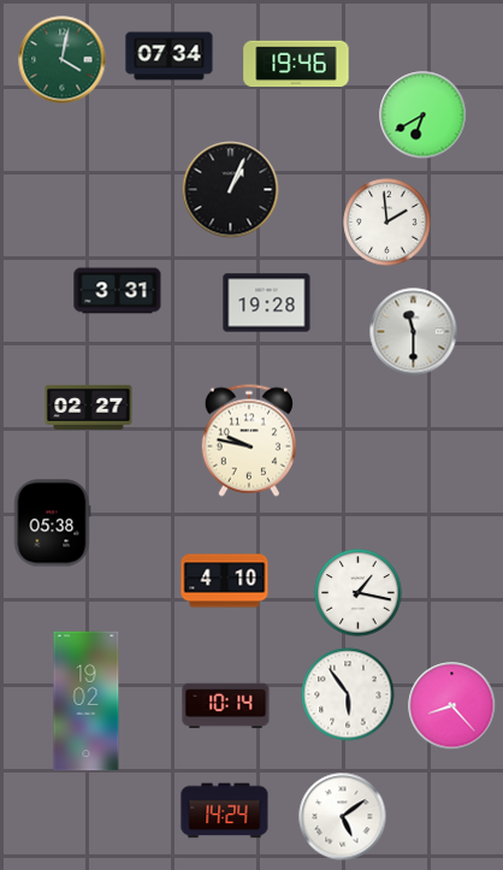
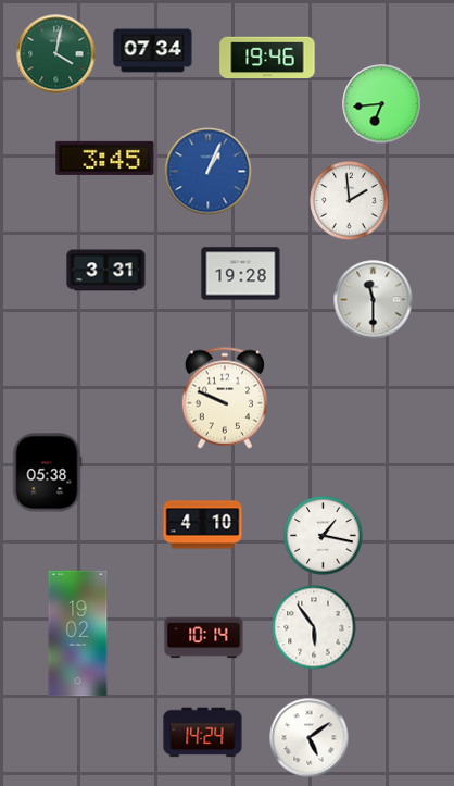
clock at (424, 116): 6:40 -> 6:44
clock at (105, 158): none -> 3:45
clock at (231, 190) dial: black -> blue
clock at (118, 291) position: (118, 291) -> (106, 271)
clock at (89, 407): 02:27 -> none
clock at (249, 440): 9:47 -> 9:49
clock at (452, 706): 8:23 -> none
